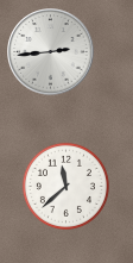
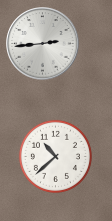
clock at (65, 186): 11:38 -> 10:38
